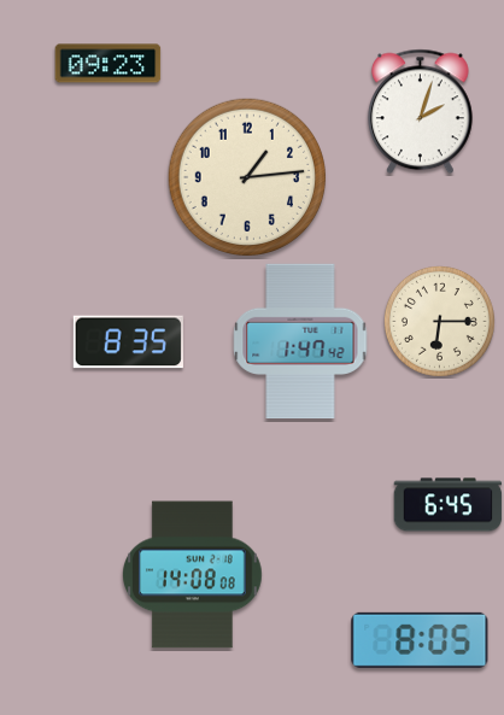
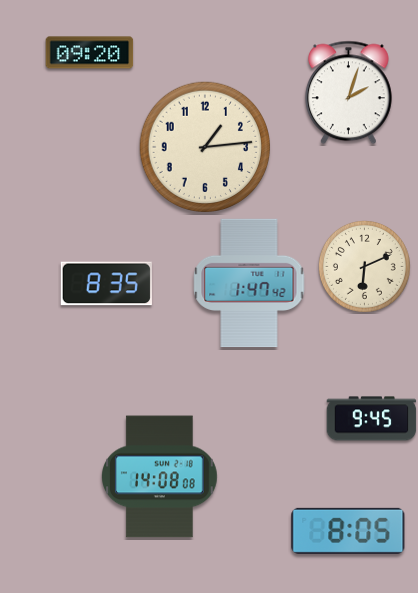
clock at (109, 64): 09:23 -> 09:20
clock at (439, 321): 6:15 -> 6:11
clock at (449, 505): 6:45 -> 9:45
